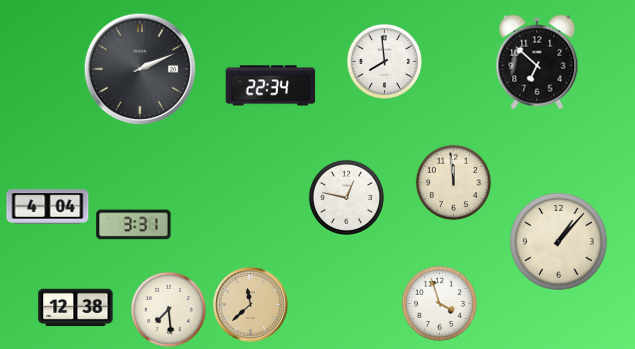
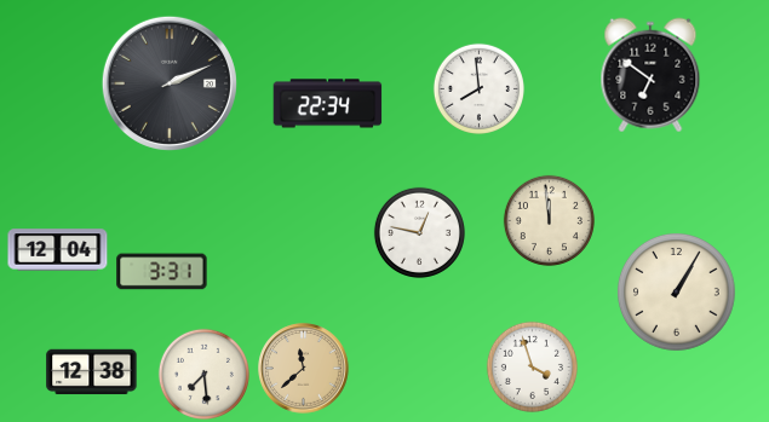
clock at (384, 61) position: (384, 61) -> (478, 88)
clock at (537, 62): 6:52 -> 6:51
clock at (346, 197) position: (346, 197) -> (419, 232)
clock at (48, 207): 4:04 -> 12:04
clock at (558, 241): 1:07 -> 1:05
